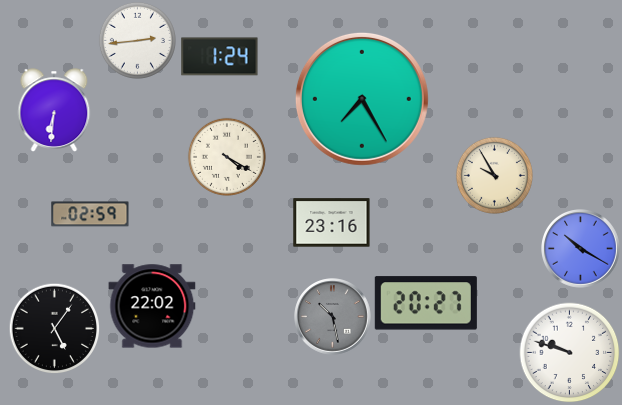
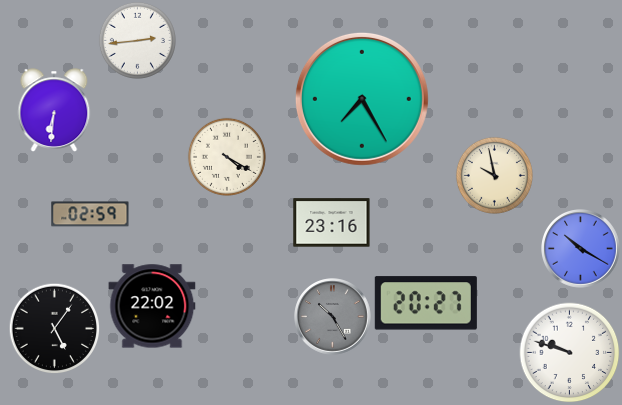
clock at (220, 57): 1:24 -> none
clock at (494, 175): 9:55 -> 9:58
clock at (333, 317): 10:28 -> 10:25
